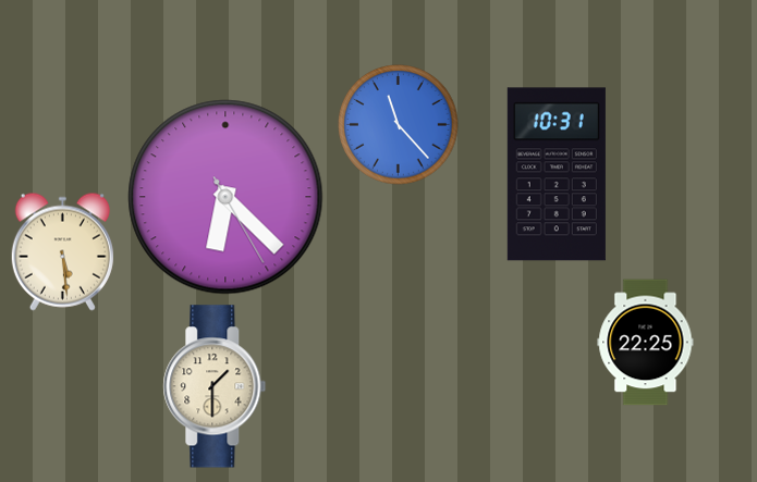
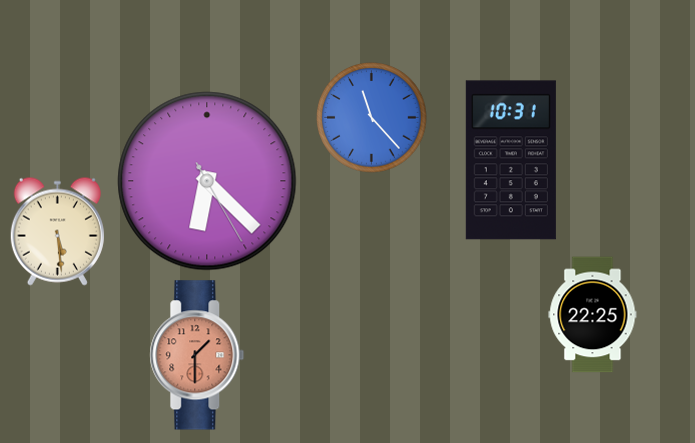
clock at (399, 125) position: (399, 125) -> (372, 118)
clock at (215, 386) dial: cream -> salmon
